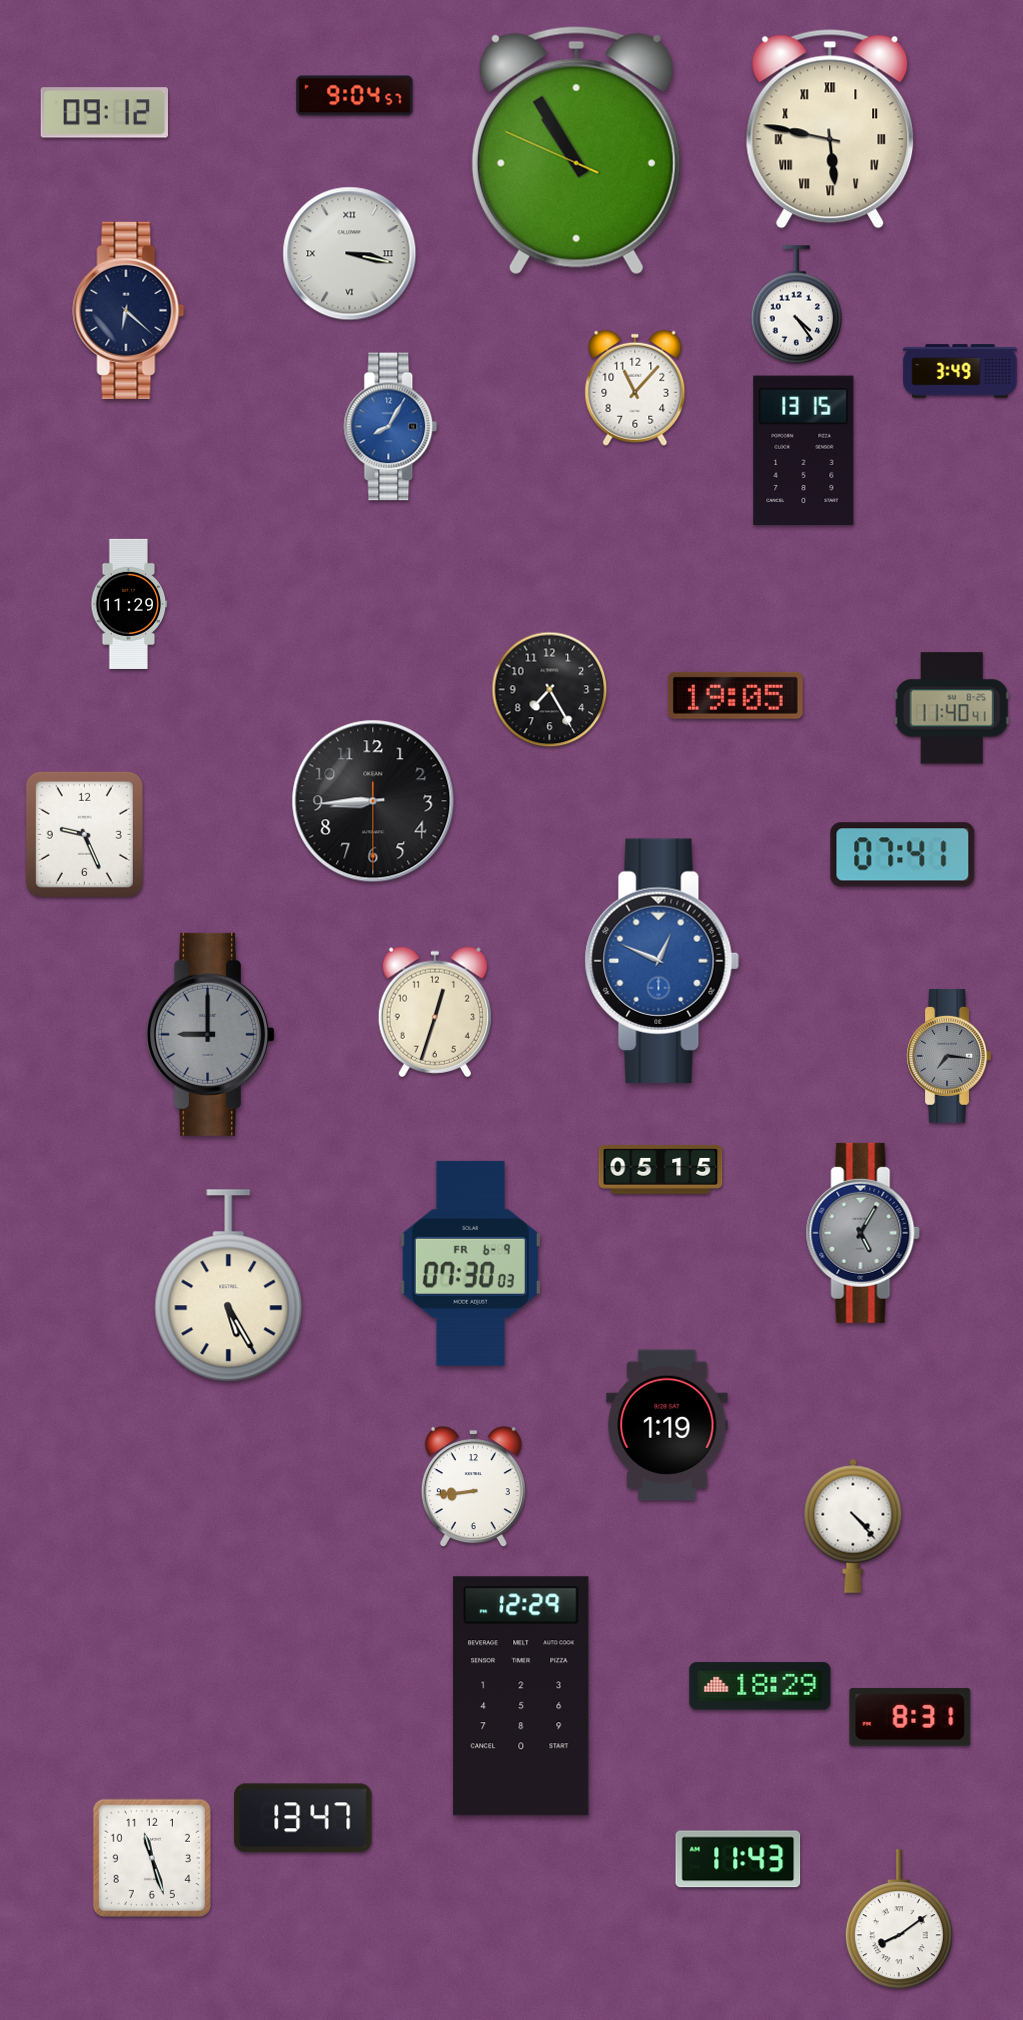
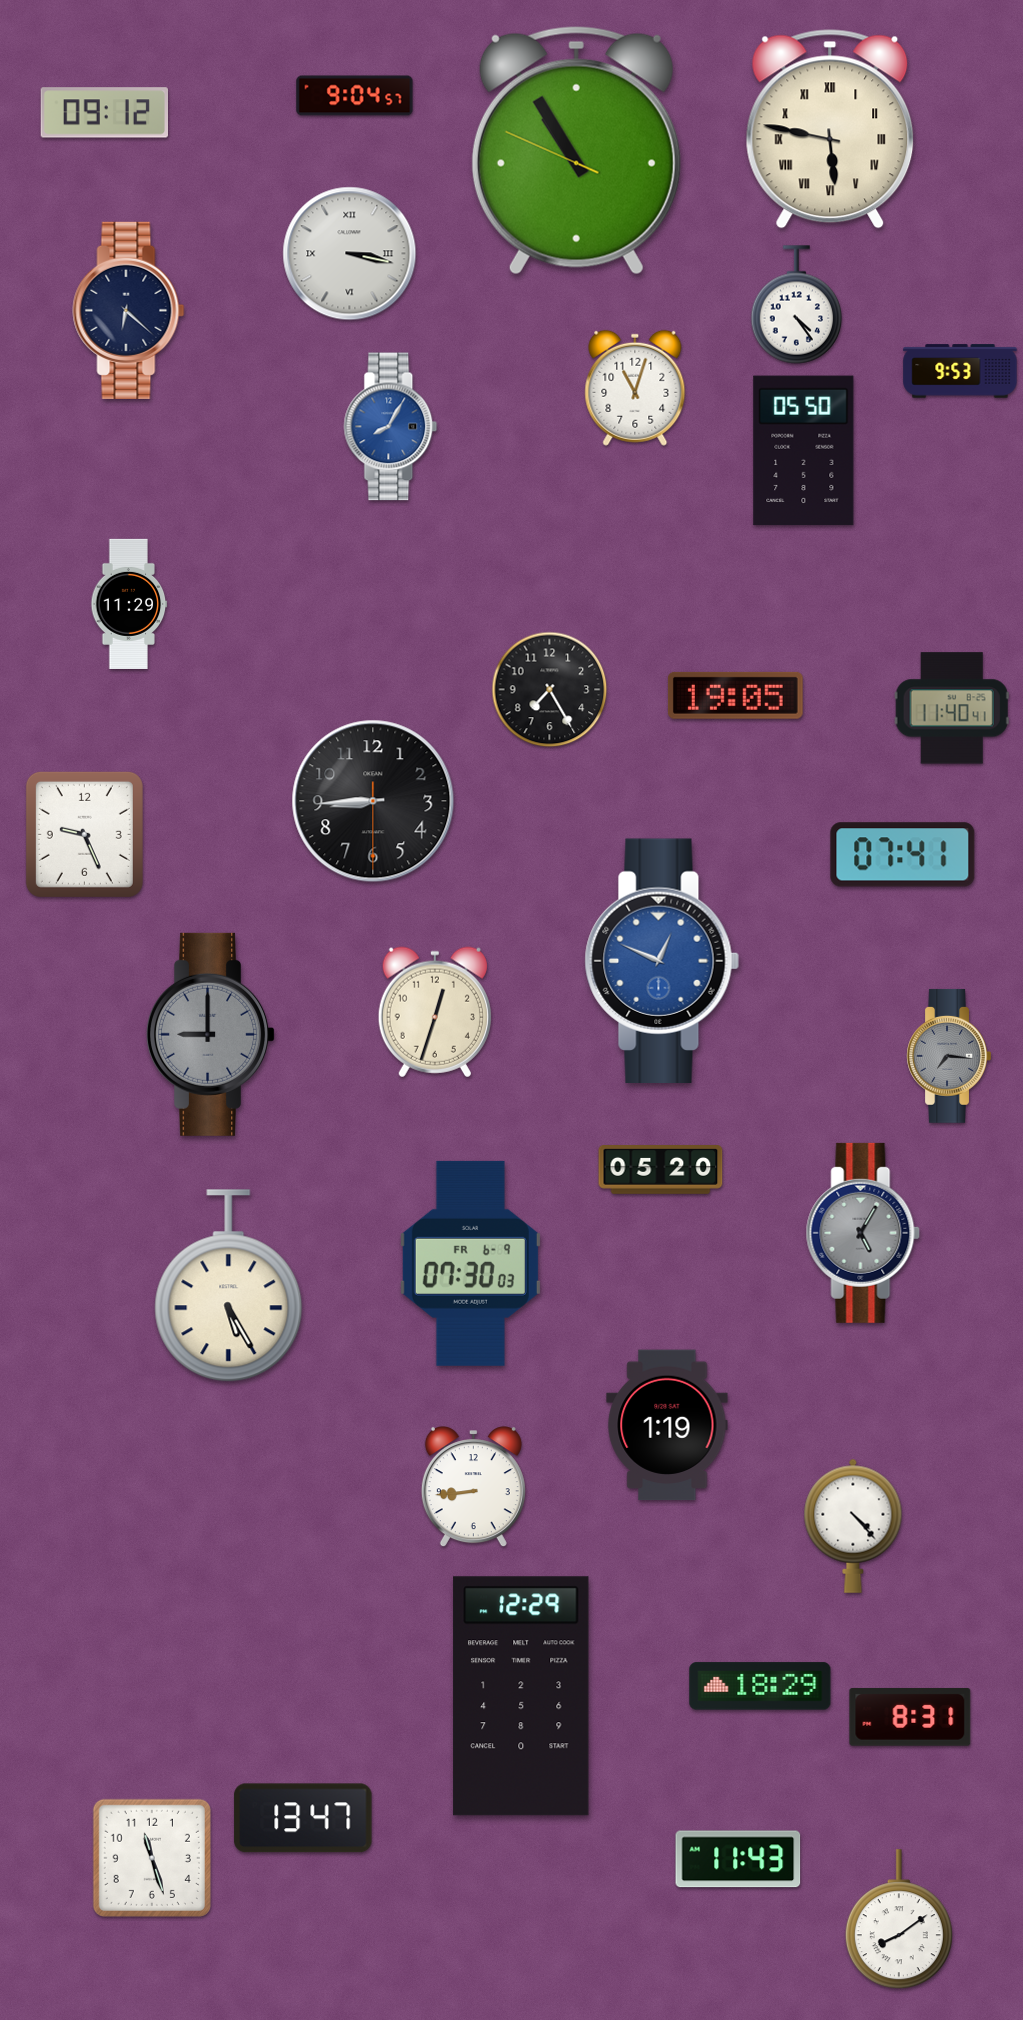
clock at (960, 371): 3:49 -> 9:53
clock at (635, 388): 11:07 -> 11:03
clock at (804, 451): 13:15 -> 05:50
clock at (661, 1170): 05:15 -> 05:20
